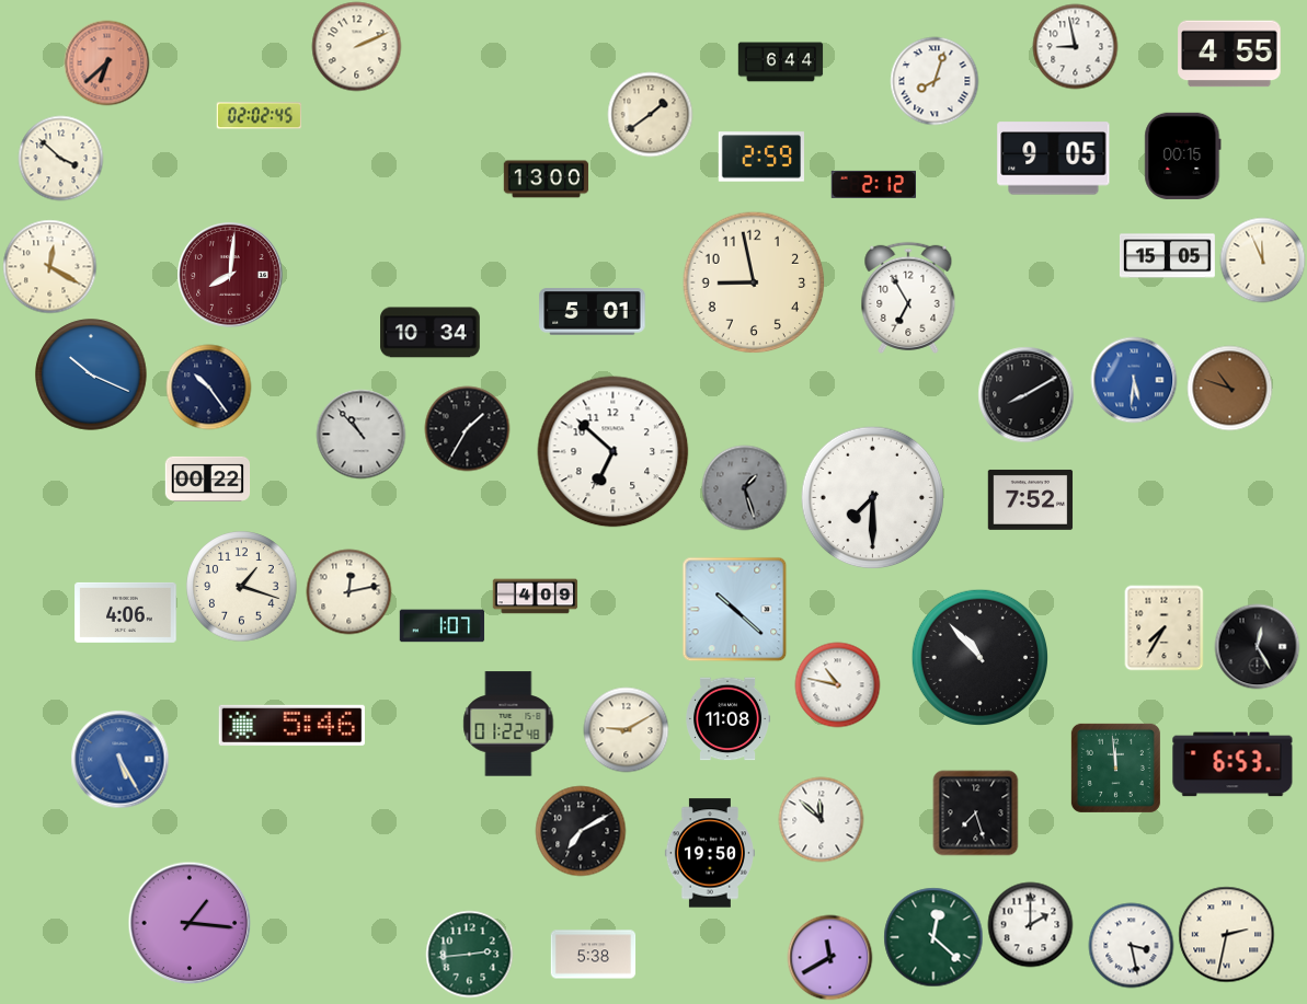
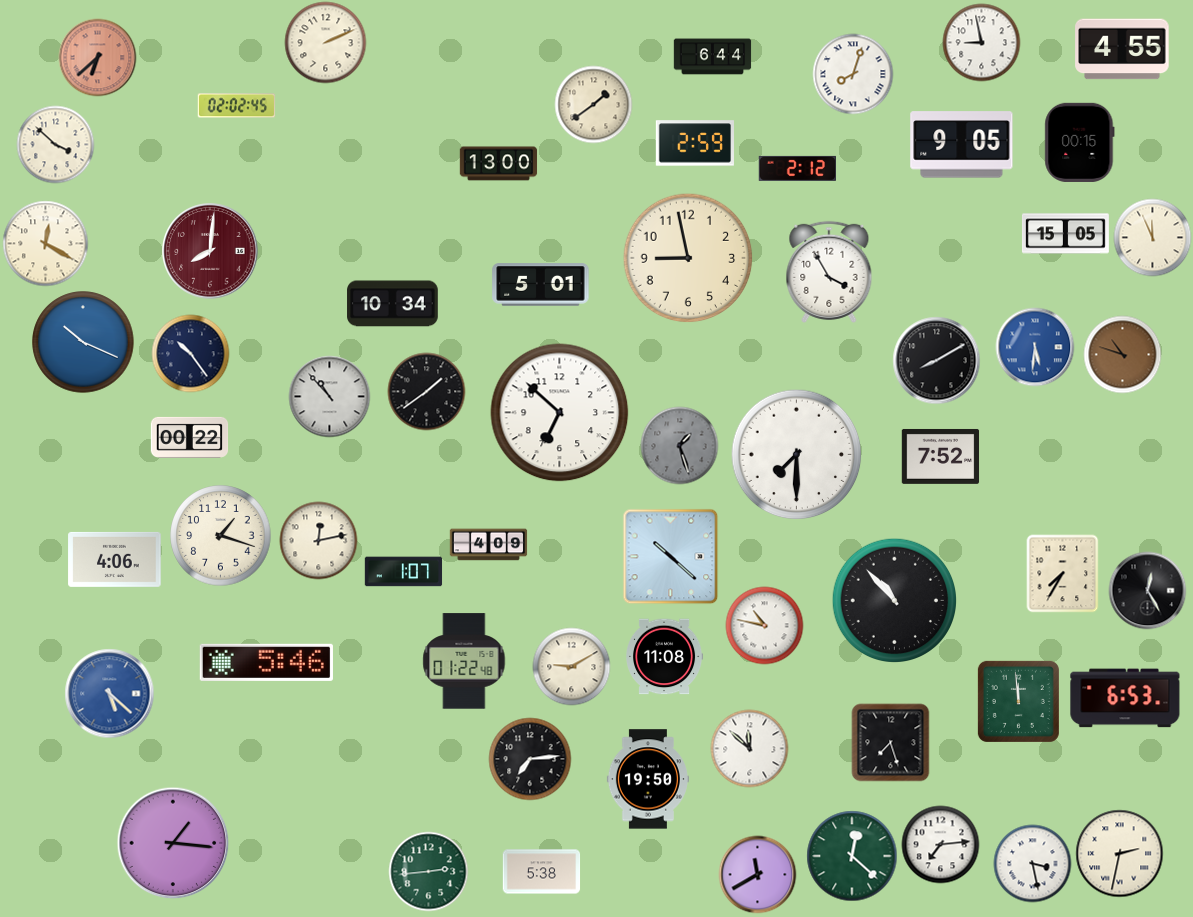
clock at (908, 298): 6:55 -> 3:55
clock at (467, 428): 1:35 -> 1:39
clock at (119, 759): 5:25 -> 5:22
clock at (581, 831): 7:10 -> 7:14
clock at (1030, 924): 2:00 -> 7:14
